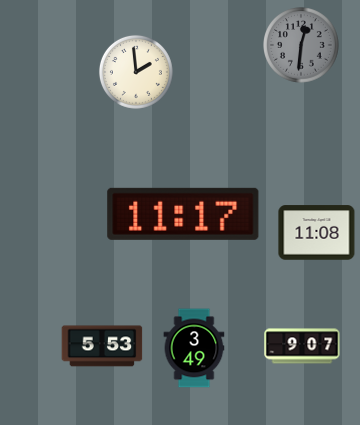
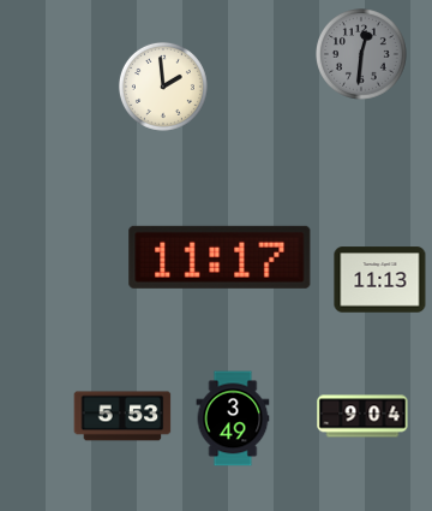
clock at (317, 233): 11:08 -> 11:13
clock at (302, 346): 9:07 -> 9:04
